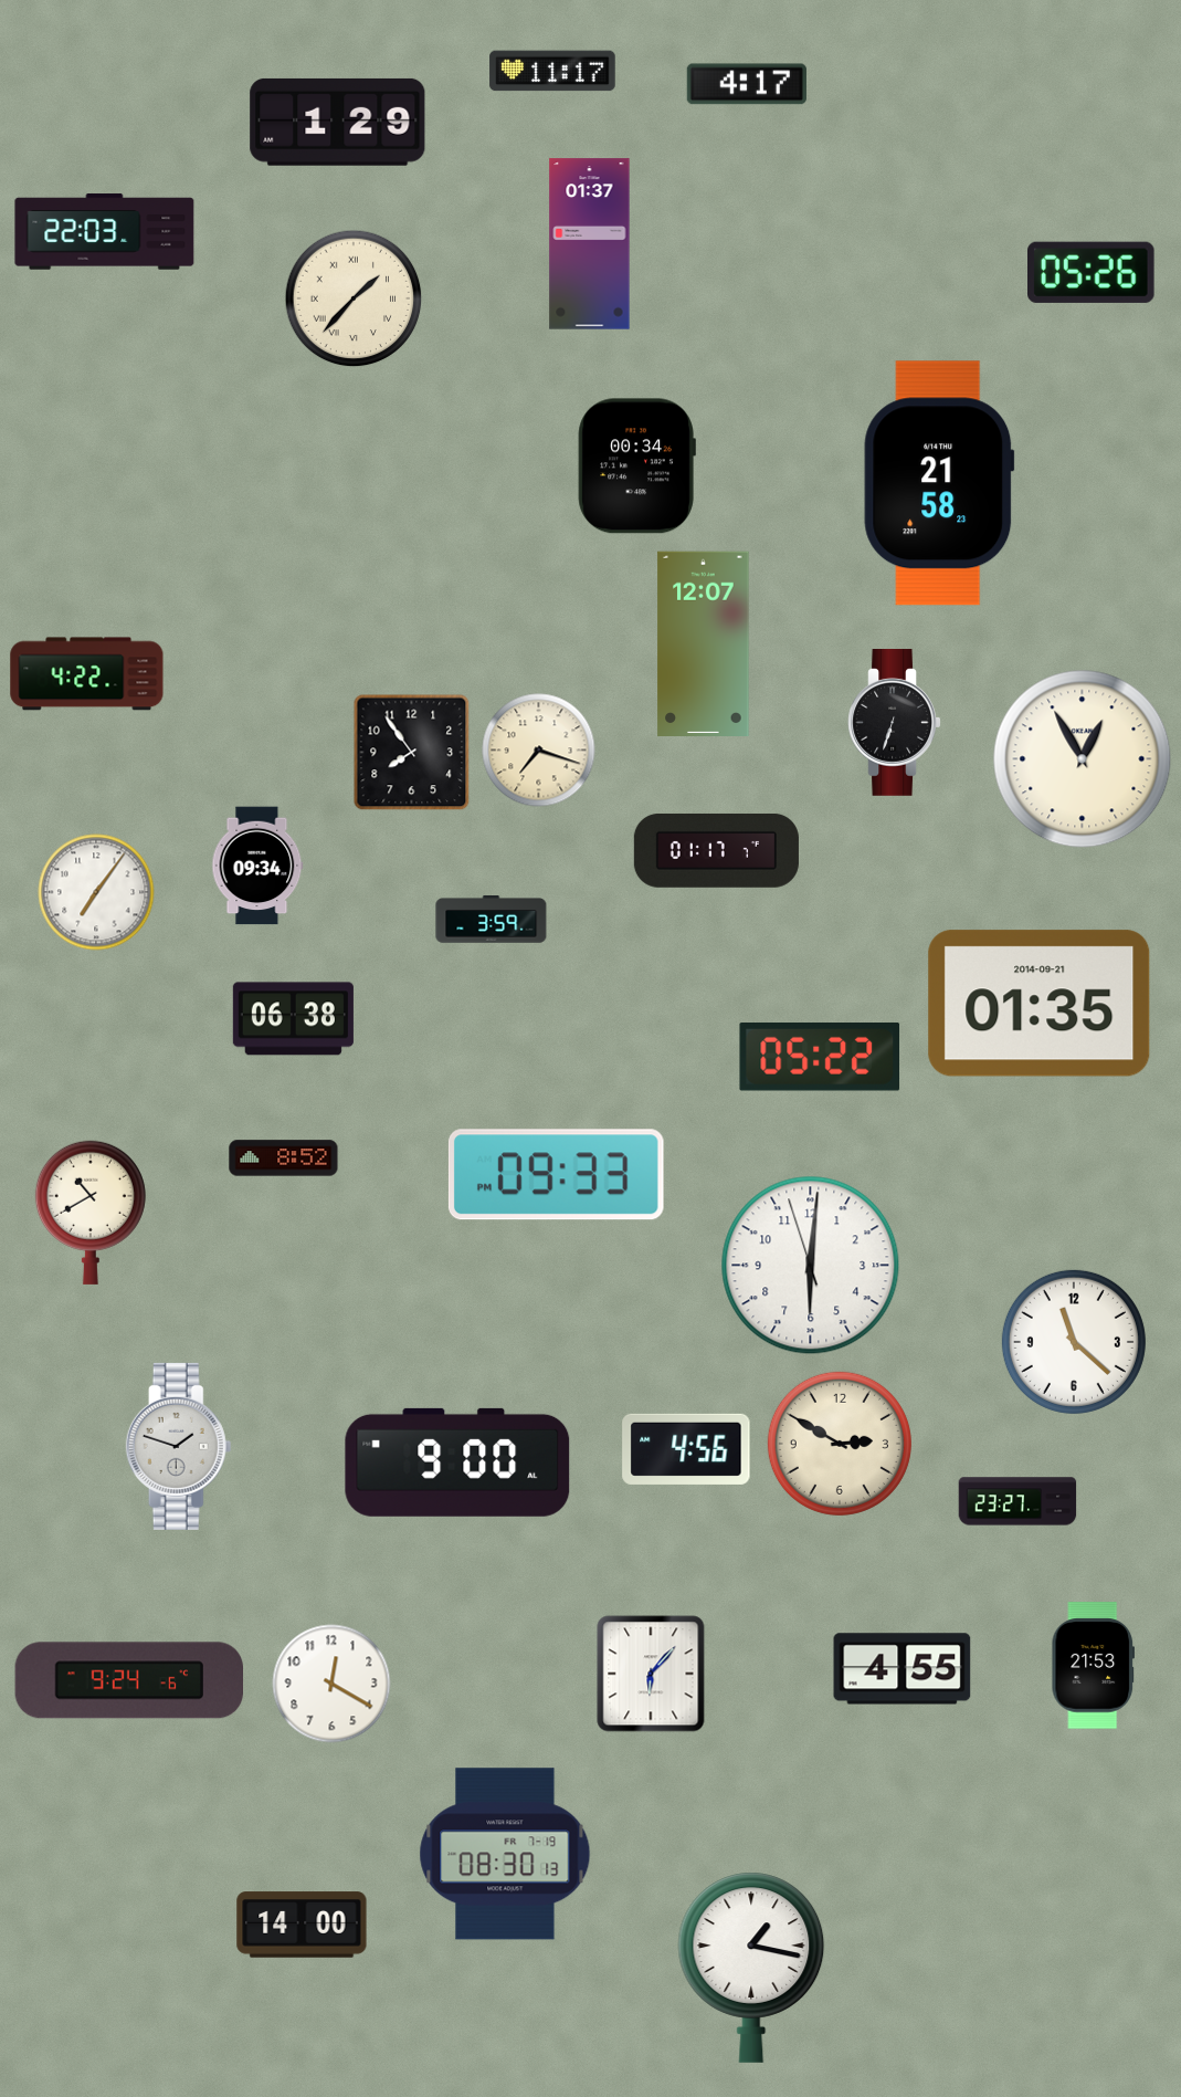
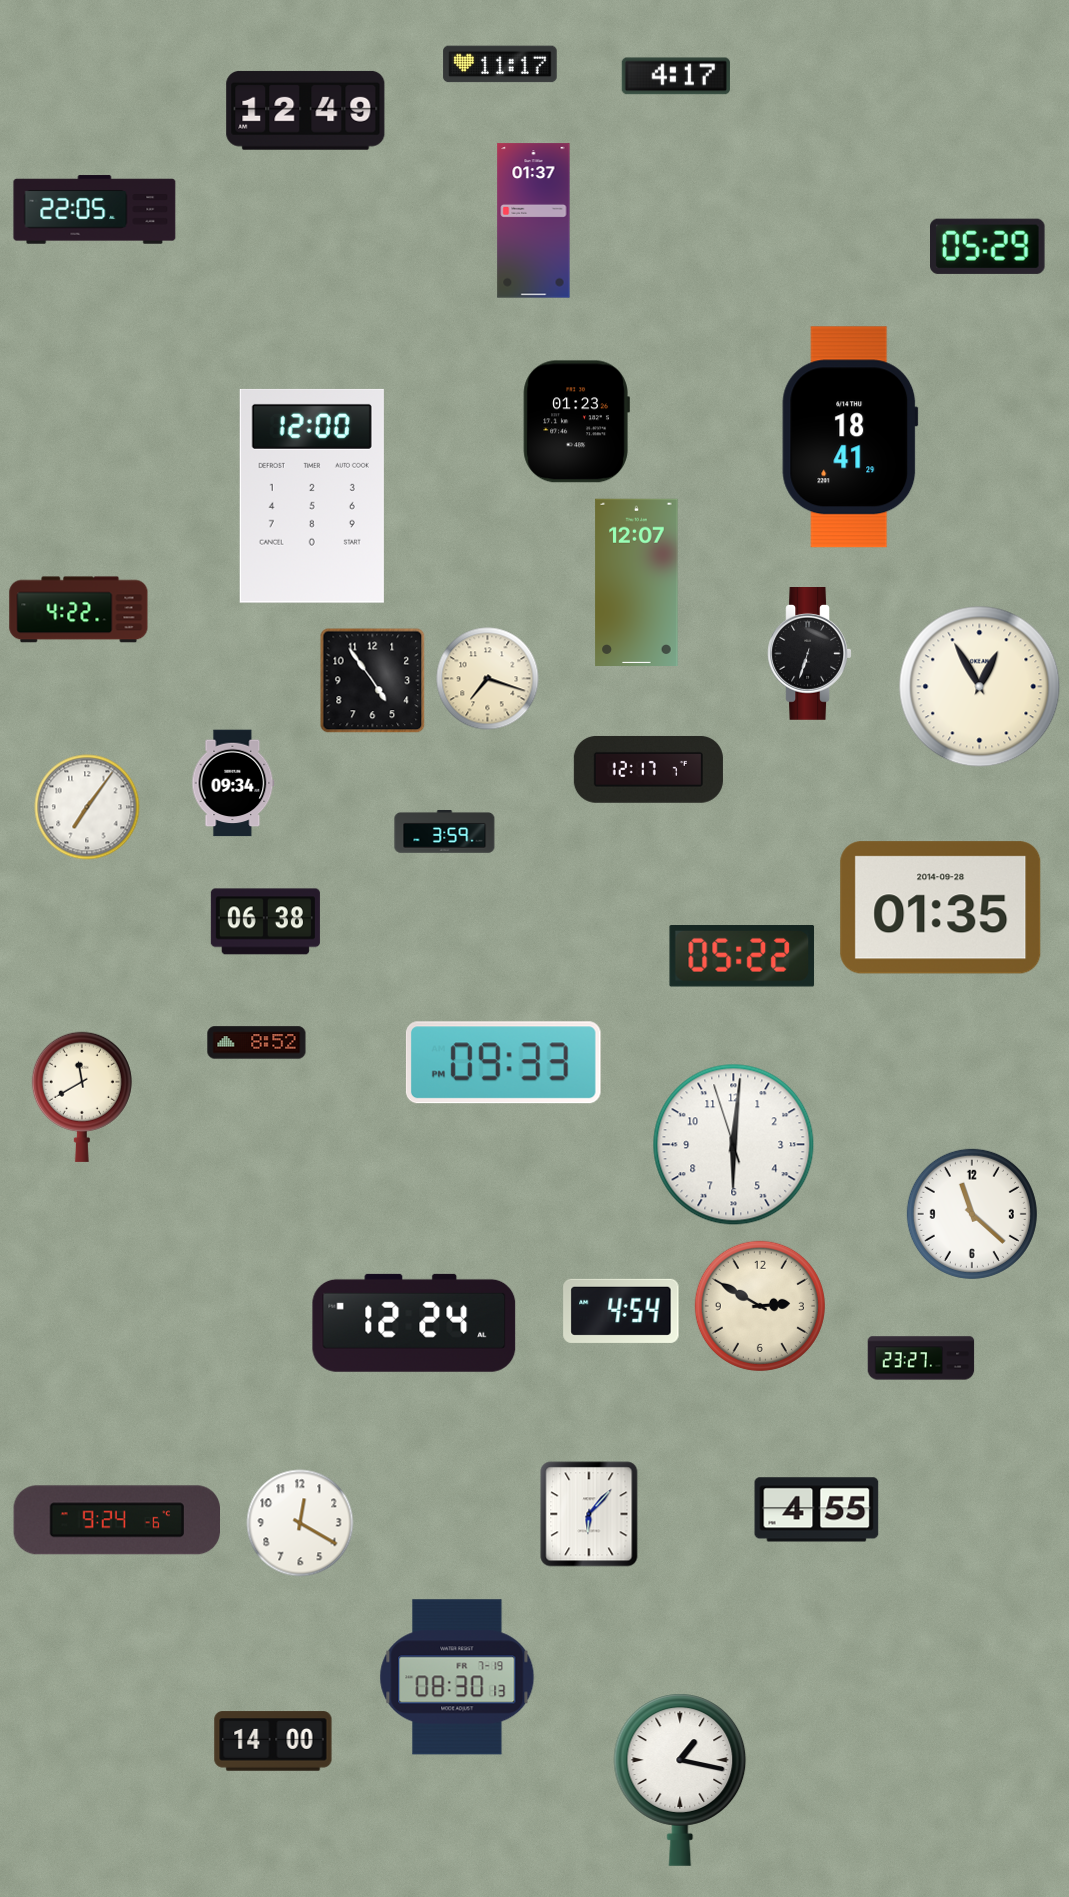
clock at (338, 122): 1:29 -> 12:49
clock at (105, 232): 22:03 -> 22:05
clock at (1092, 272): 05:26 -> 05:29
clock at (354, 298): 1:37 -> none
clock at (636, 466): 00:34 -> 01:23
clock at (939, 483): 21:58 -> 18:41
clock at (312, 496): none -> 12:00
clock at (412, 753): 7:54 -> 4:54
clock at (716, 851): 01:17 -> 12:17
clock at (1040, 1004) date: 2014-09-21 -> 2014-09-28
clock at (284, 1158) position: (284, 1158) -> (257, 1043)
clock at (91, 1213): 10:40 -> 11:40
clock at (179, 1446): 1:48 -> none
clock at (686, 1449): 4:56 -> 4:54
clock at (457, 1462): 9:00 -> 12:24
clock at (1093, 1666): 21:53 -> none
